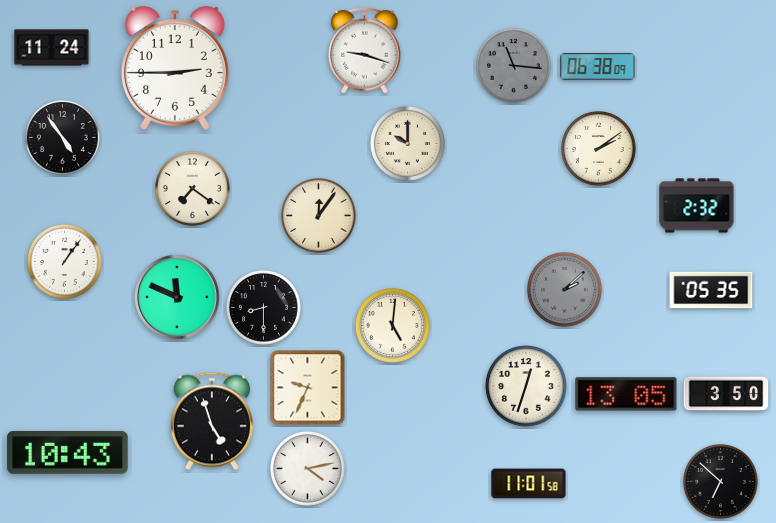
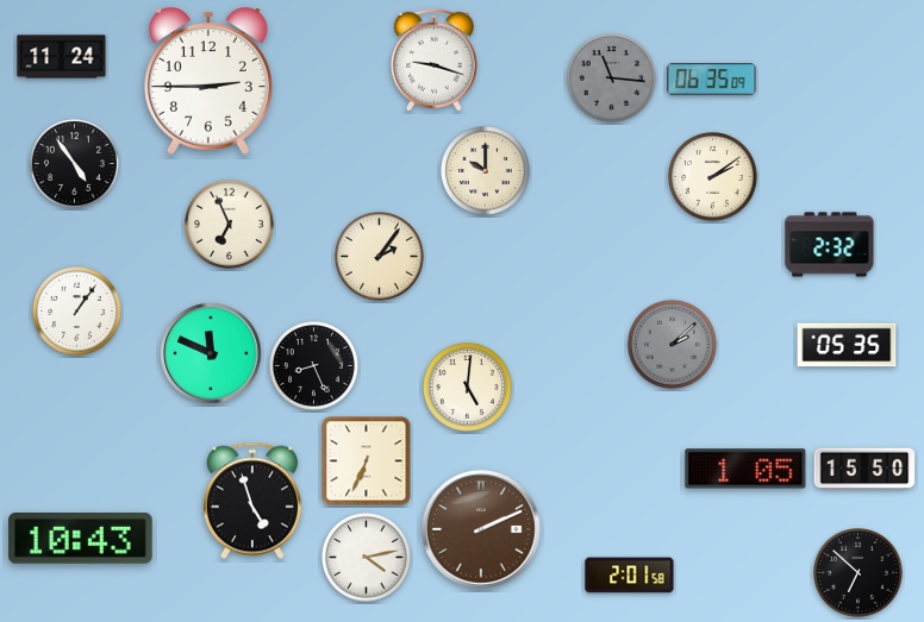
clock at (598, 67): 06:38 -> 06:35
clock at (193, 189): 7:21 -> 6:56
clock at (319, 216): 12:06 -> 2:06
clock at (264, 308): 8:30 -> 8:26
clock at (526, 386): 12:33 -> none
clock at (308, 388): 9:34 -> 6:34
clock at (626, 394): 13:05 -> 1:05
clock at (726, 394): 3:50 -> 15:50
clock at (481, 529): none -> 2:11
clock at (529, 484): 11:01 -> 2:01
